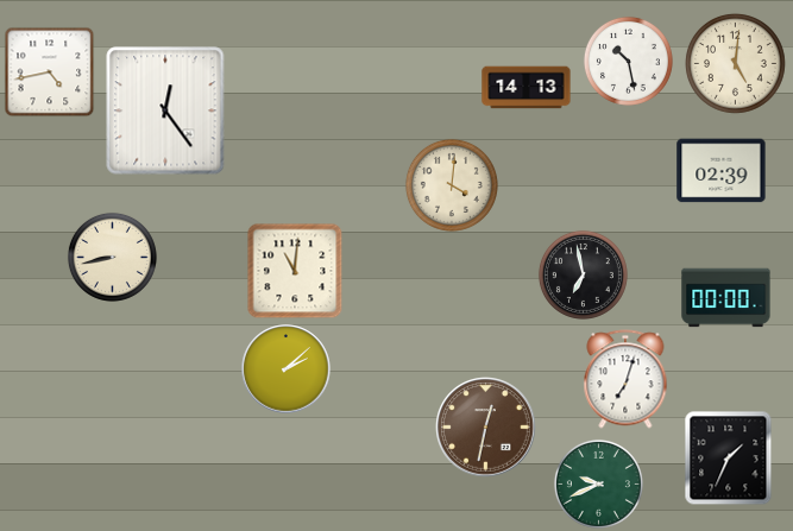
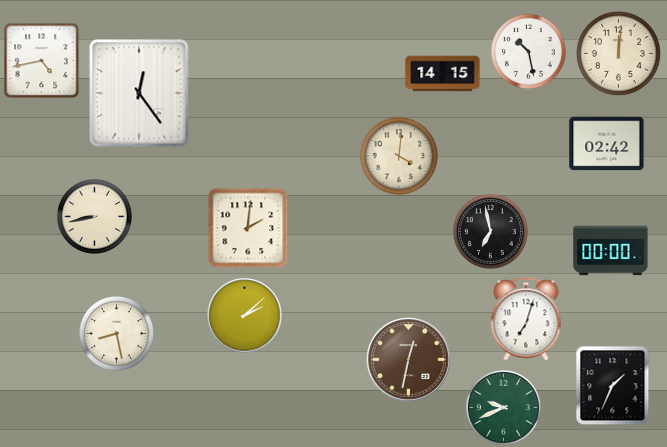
clock at (736, 64): 5:01 -> 12:01
clock at (527, 88): 14:13 -> 14:15
clock at (722, 171): 02:39 -> 02:42
clock at (452, 185) position: (452, 185) -> (399, 156)
clock at (295, 271): 11:01 -> 2:01
clock at (287, 369) position: (287, 369) -> (245, 316)
clock at (116, 333): none -> 8:28
